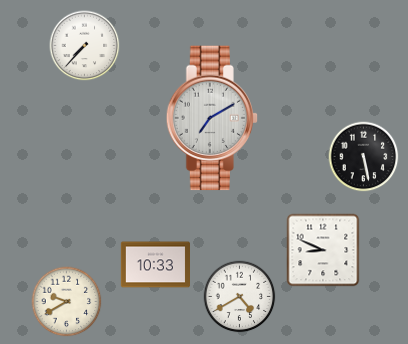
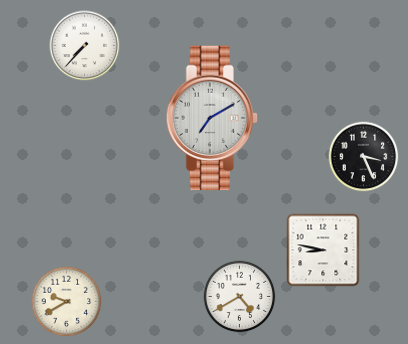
clock at (364, 157): 5:28 -> 3:26
clock at (323, 250): 8:49 -> 8:47
clock at (155, 265): 10:33 -> none
